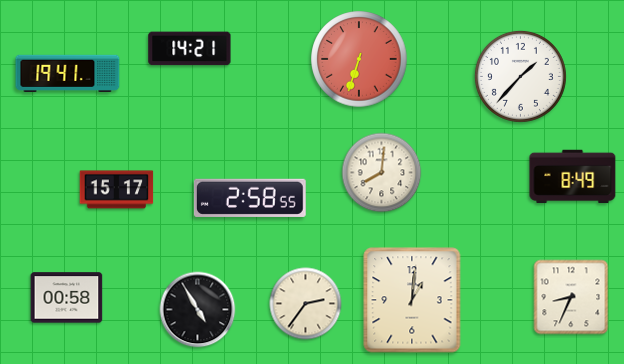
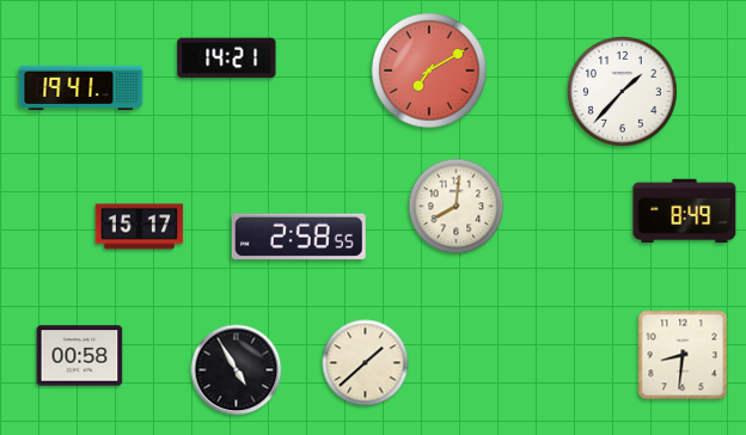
clock at (359, 59): 6:33 -> 7:10
clock at (571, 297): 8:34 -> 8:31
clock at (412, 300): 1:01 -> none
clock at (306, 304): 2:36 -> 1:38
